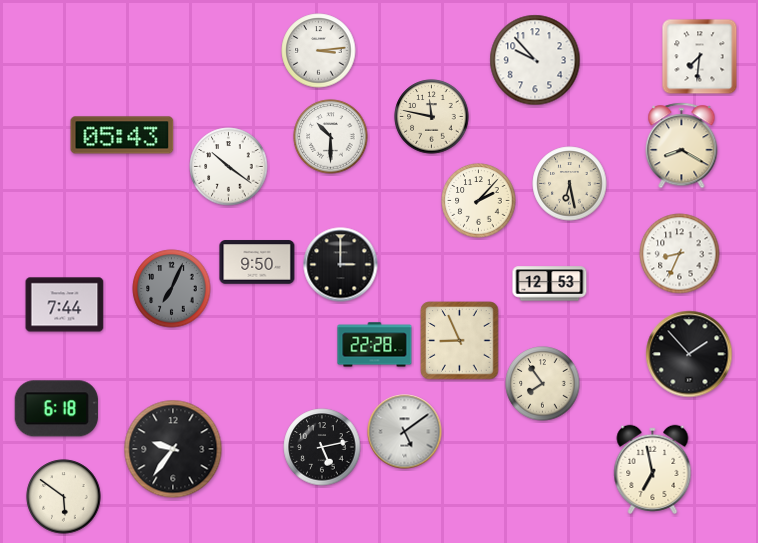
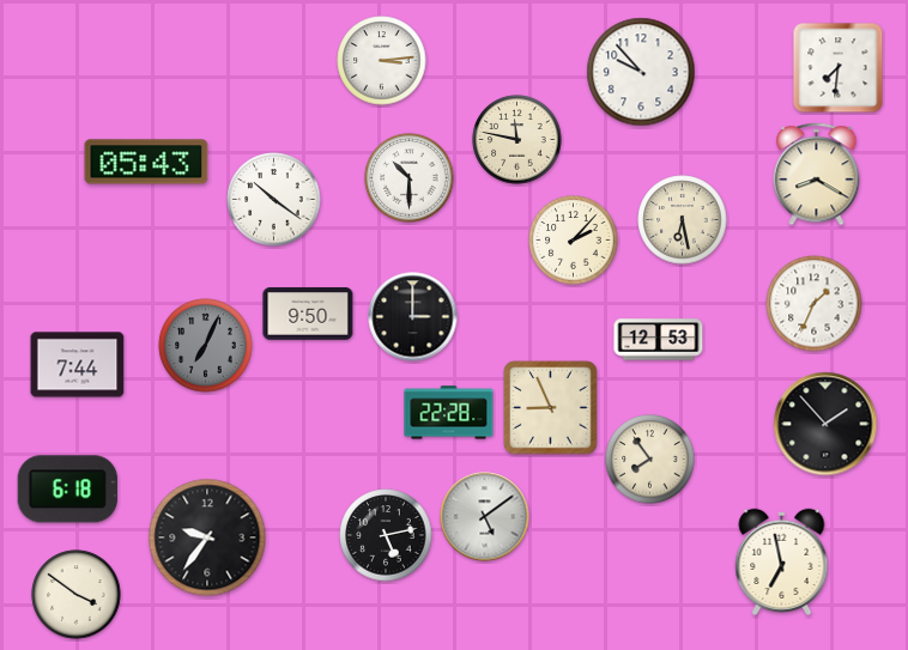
clock at (331, 137) position: (331, 137) -> (410, 178)
clock at (680, 254): 8:34 -> 1:34
clock at (341, 265) position: (341, 265) -> (413, 317)
clock at (64, 497): 5:51 -> 3:51
